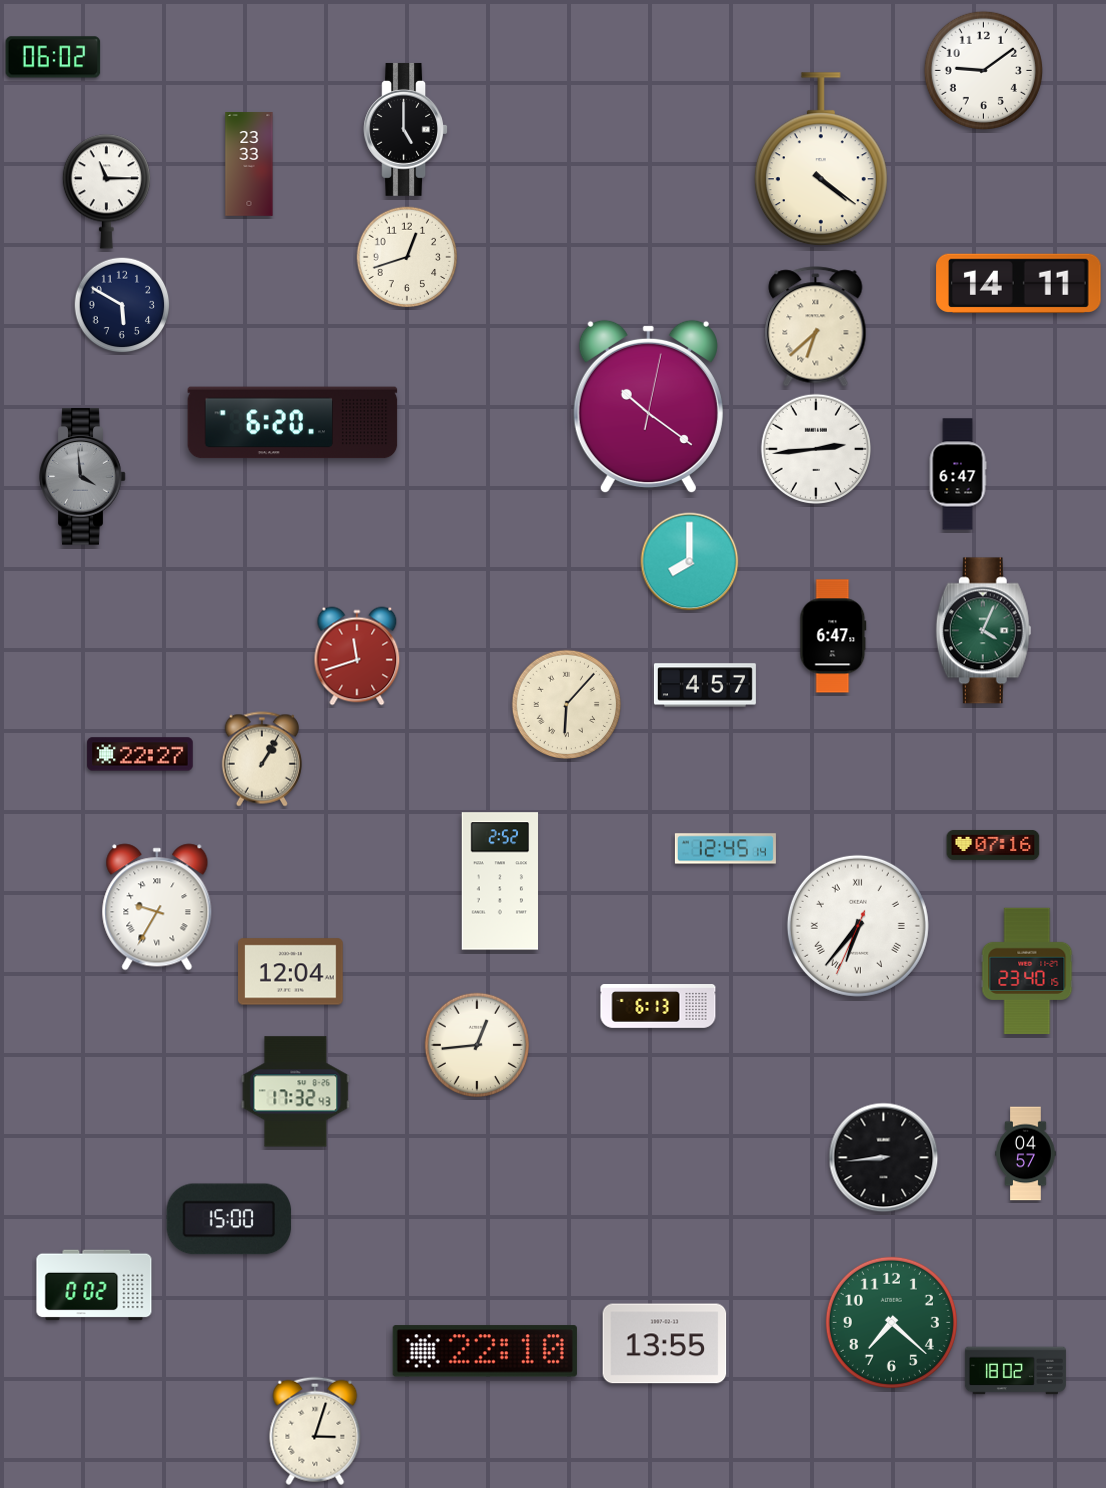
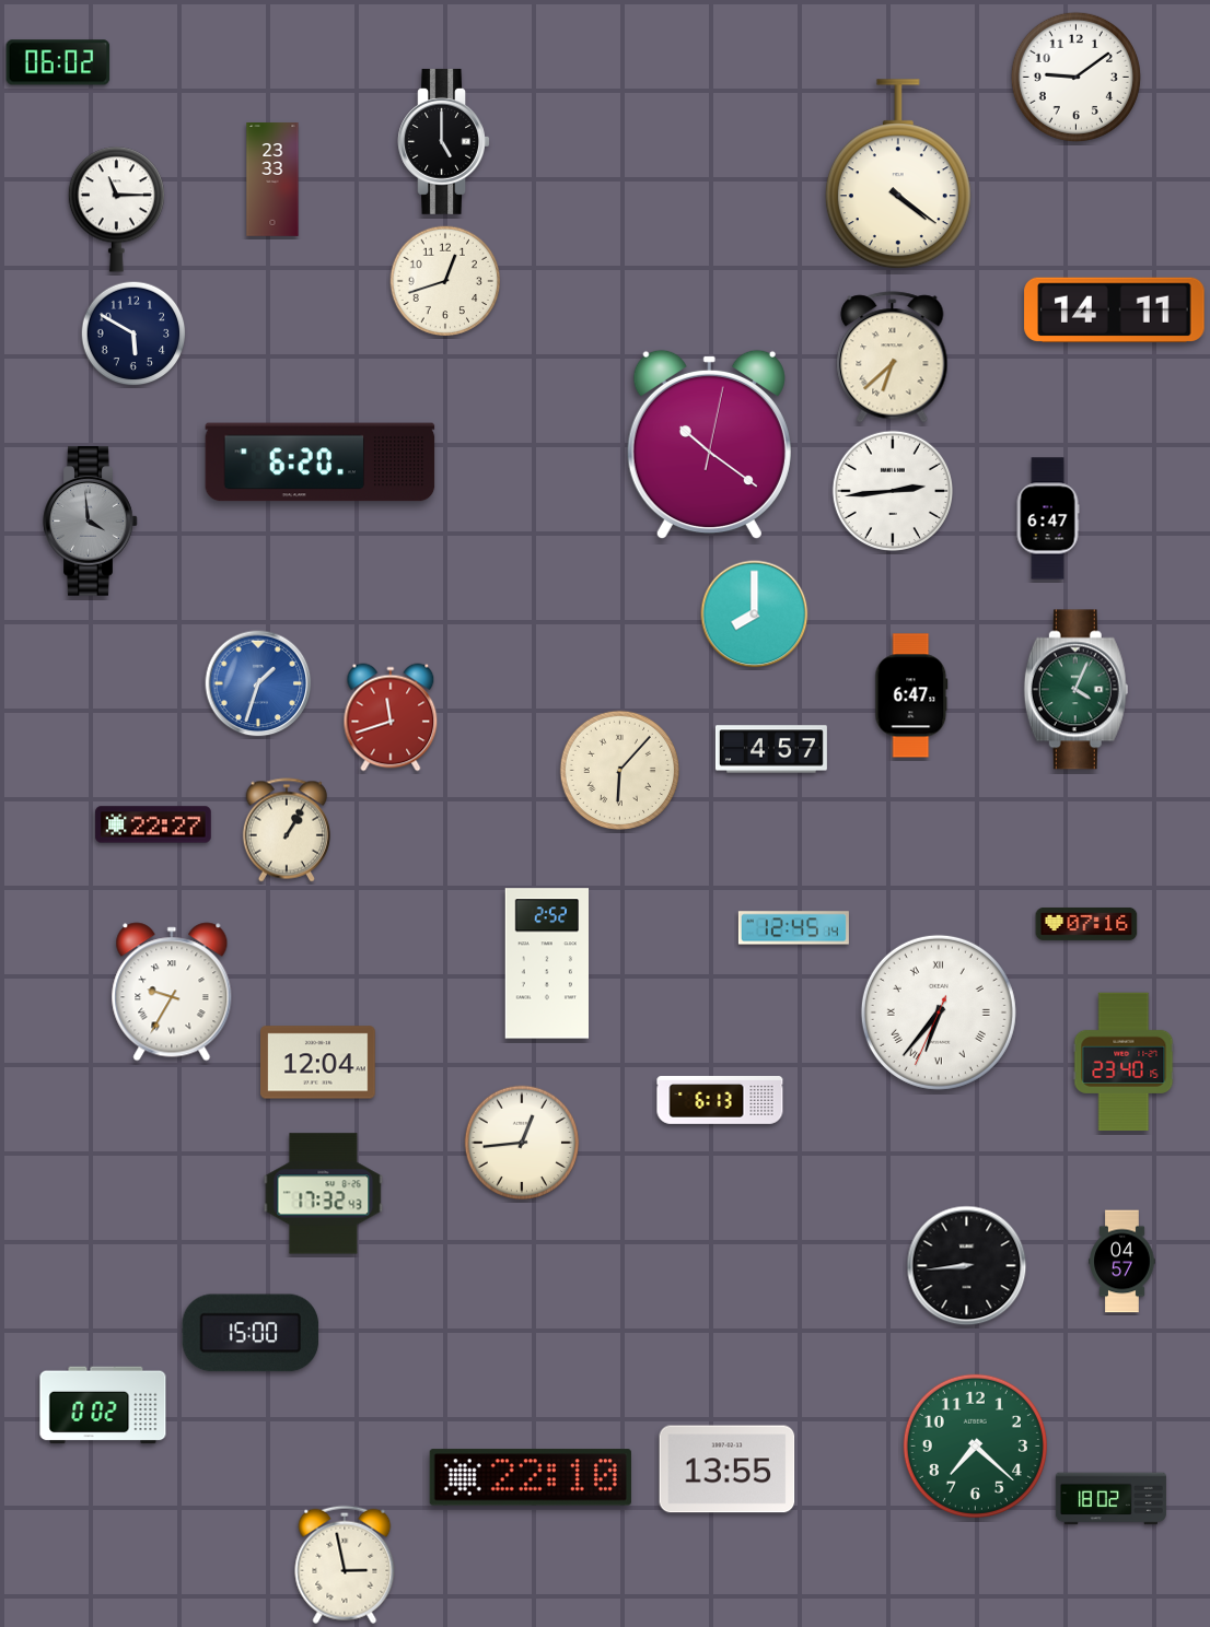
clock at (258, 683): none -> 1:33
clock at (315, 1431): 3:03 -> 2:58
